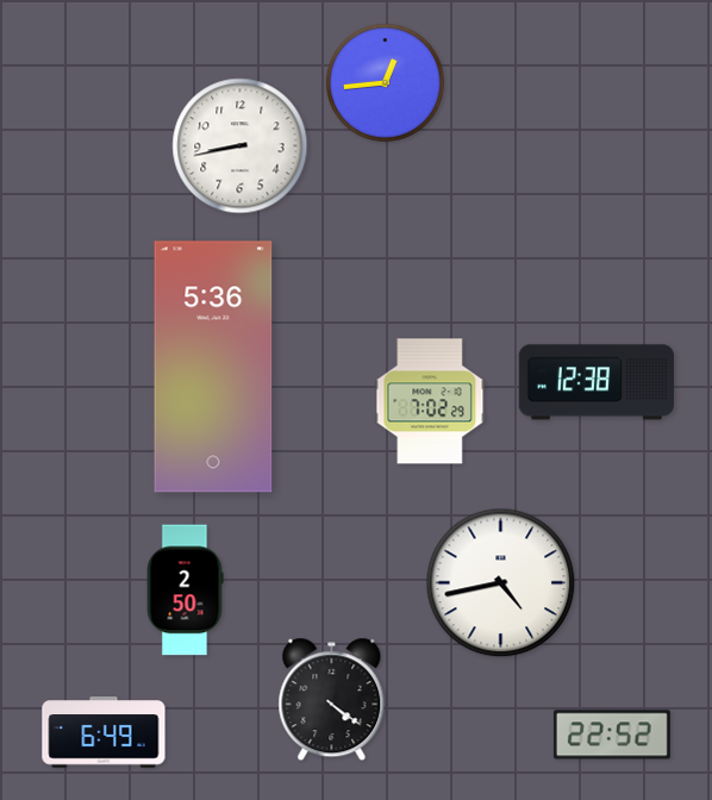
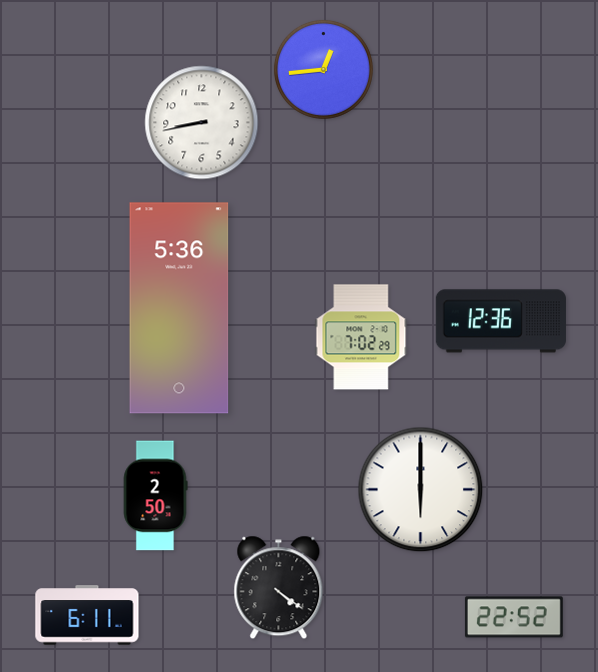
clock at (595, 382): 12:38 -> 12:36
clock at (501, 583): 4:43 -> 6:00
clock at (104, 732): 6:49 -> 6:11
